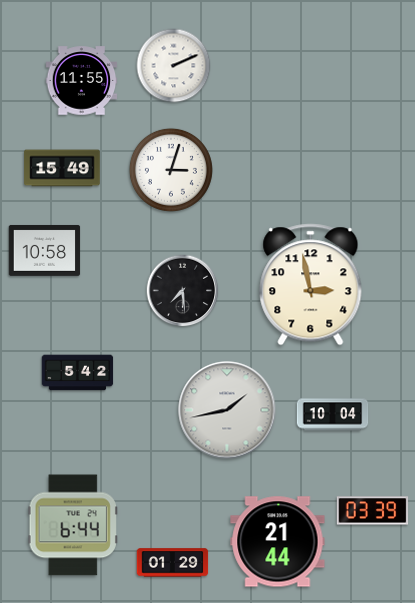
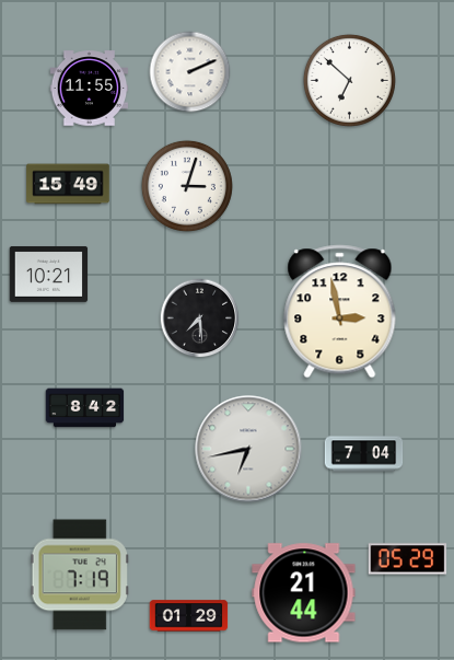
clock at (349, 80): none -> 6:52
clock at (45, 251): 10:58 -> 10:21
clock at (78, 373): 5:42 -> 8:42
clock at (227, 410): 1:43 -> 6:43
clock at (333, 415): 10:04 -> 7:04
clock at (373, 511): 03:39 -> 05:29
clock at (73, 525): 6:44 -> 7:19
